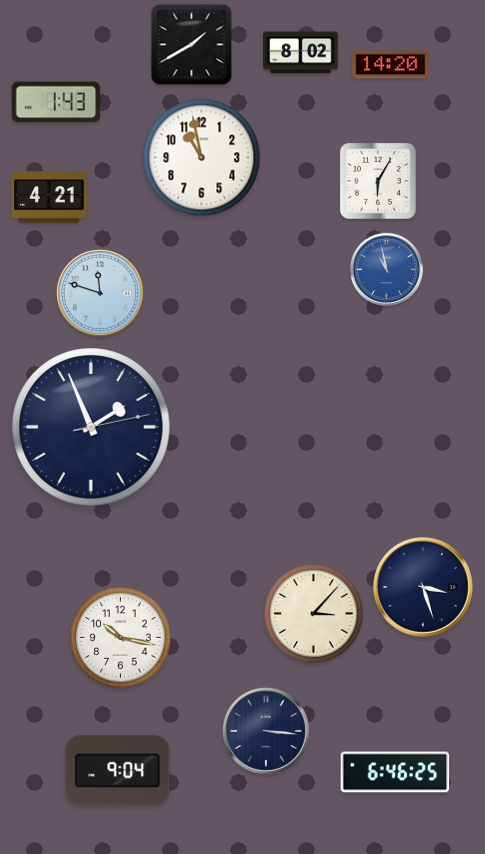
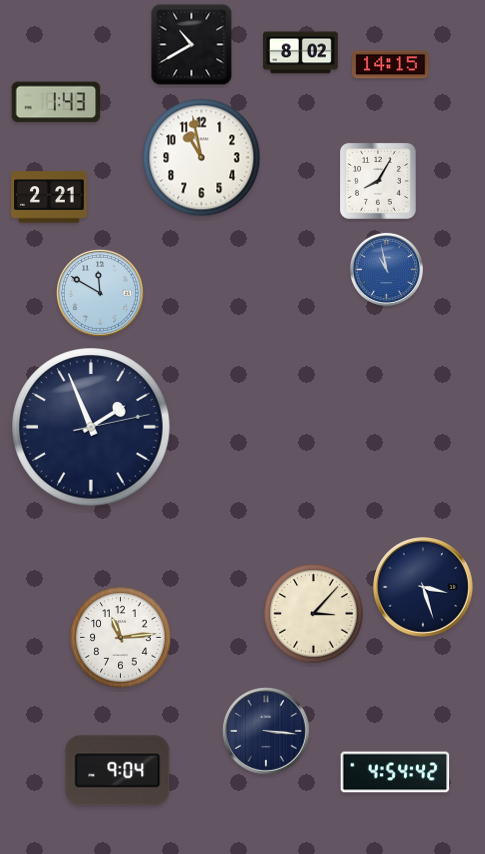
clock at (192, 45): 1:40 -> 10:40
clock at (391, 65): 14:20 -> 14:15
clock at (378, 181): 6:05 -> 8:05
clock at (49, 197): 4:21 -> 2:21
clock at (100, 293): 11:48 -> 11:50
clock at (121, 638): 10:17 -> 11:14
clock at (395, 772): 6:46 -> 4:54
